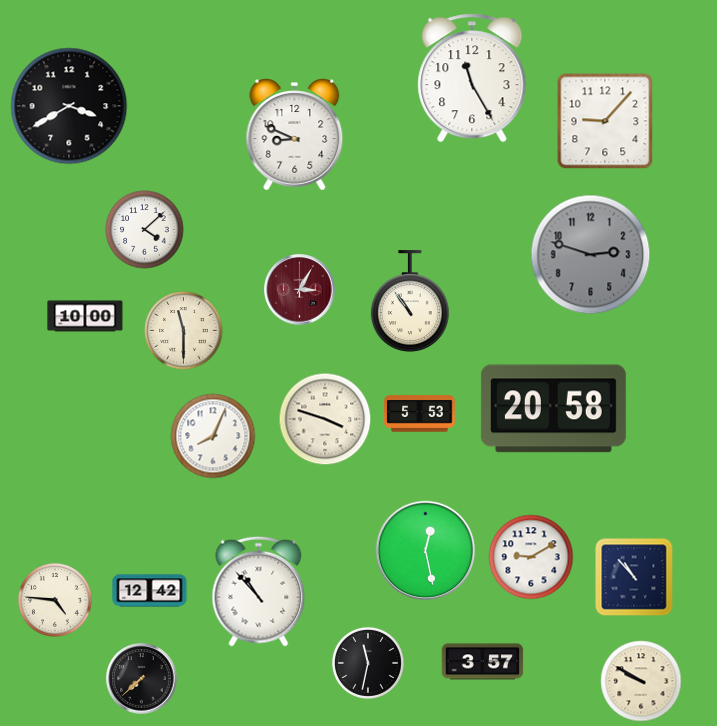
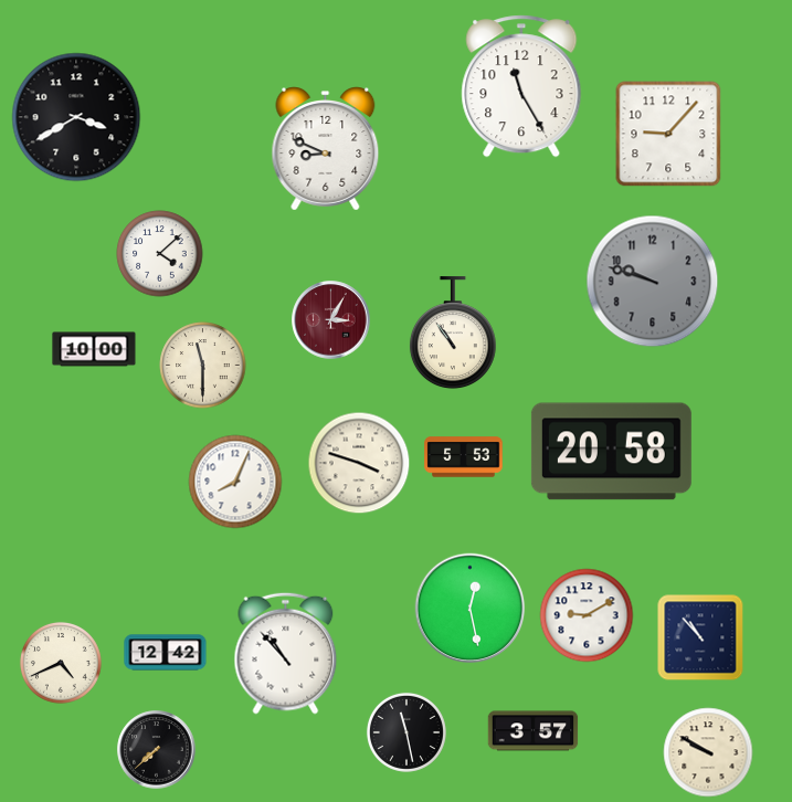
clock at (591, 255): 2:48 -> 9:48
clock at (55, 600): 4:46 -> 4:41
clock at (368, 663): 11:32 -> 11:28
